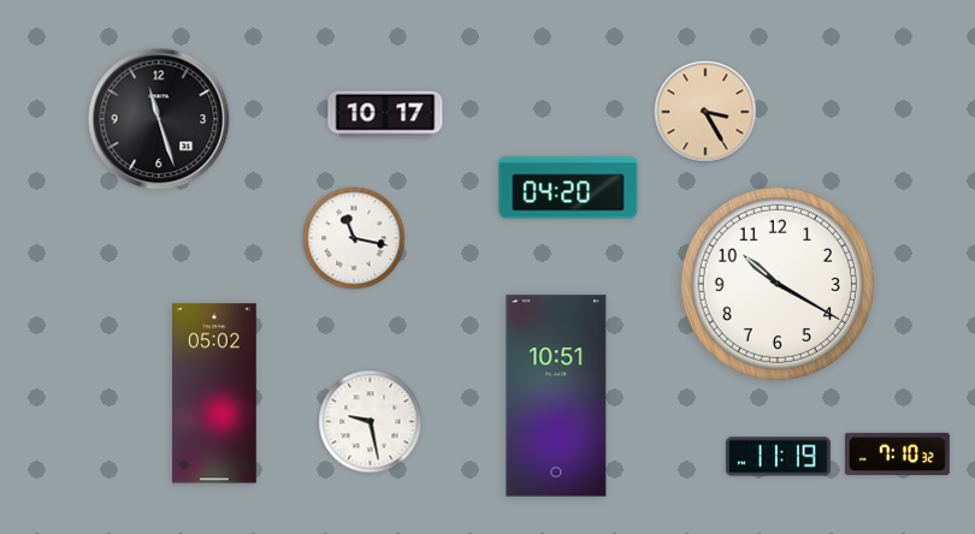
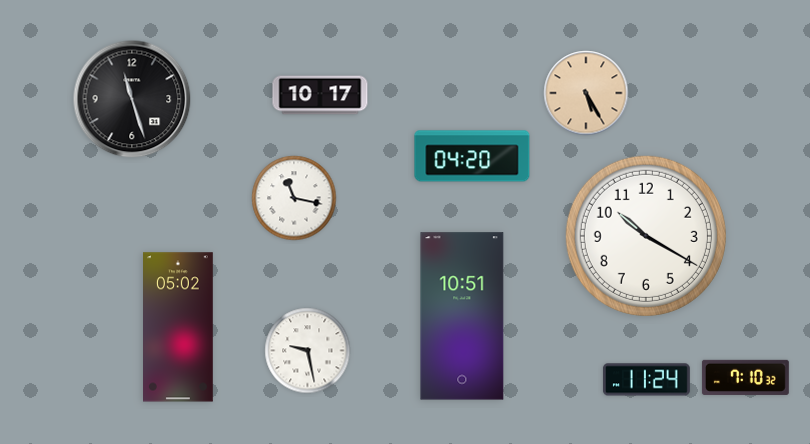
clock at (705, 112): 3:25 -> 5:25
clock at (556, 396) position: (556, 396) -> (462, 316)
clock at (778, 457): 11:19 -> 11:24
